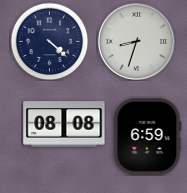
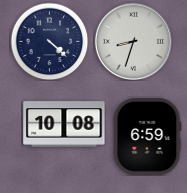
clock at (136, 41) position: (136, 41) -> (133, 41)
clock at (64, 124): 08:08 -> 10:08
